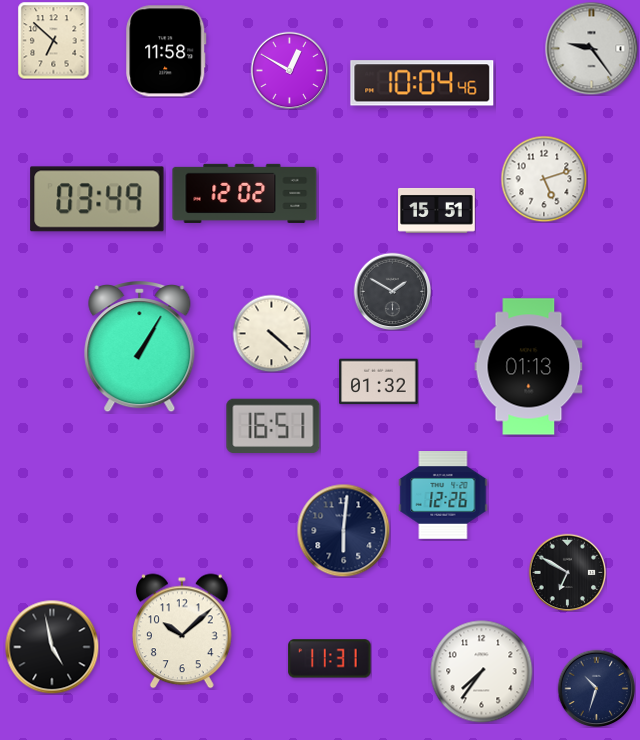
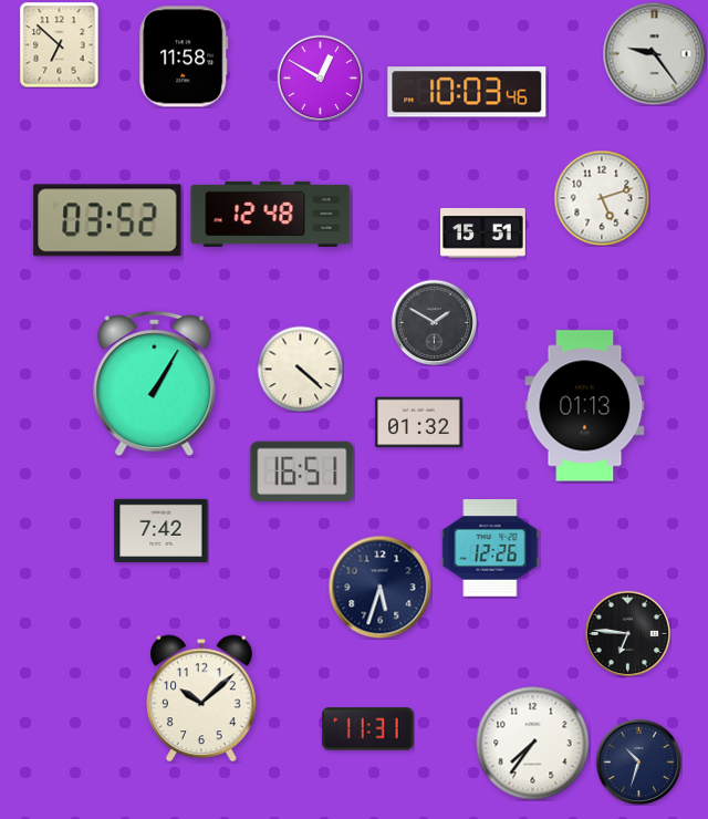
clock at (422, 83): 10:04 -> 10:03
clock at (245, 193): 12:02 -> 12:48
clock at (97, 199): 03:49 -> 03:52
clock at (162, 530): none -> 7:42
clock at (343, 530): 6:01 -> 5:33
clock at (567, 572): 6:50 -> 6:46
clock at (52, 647): 4:58 -> none
clock at (330, 659) position: (330, 659) -> (368, 729)
clock at (596, 688) position: (596, 688) -> (638, 761)
